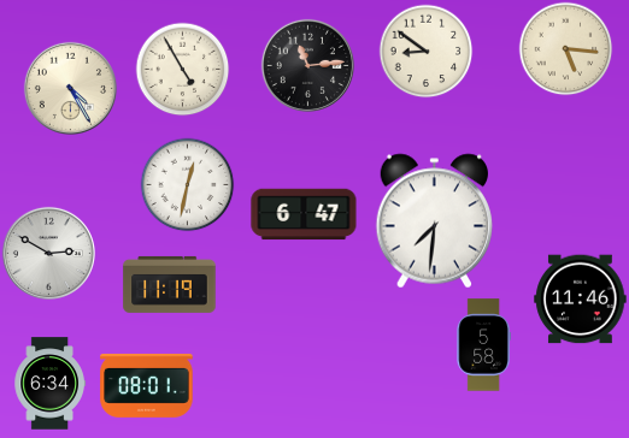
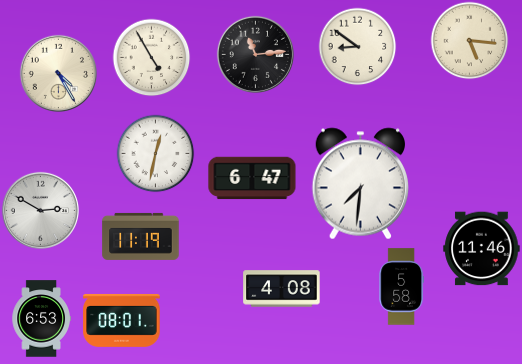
clock at (425, 51) position: (425, 51) -> (357, 46)
clock at (282, 289): none -> 4:08
clock at (49, 384): 6:34 -> 6:53
